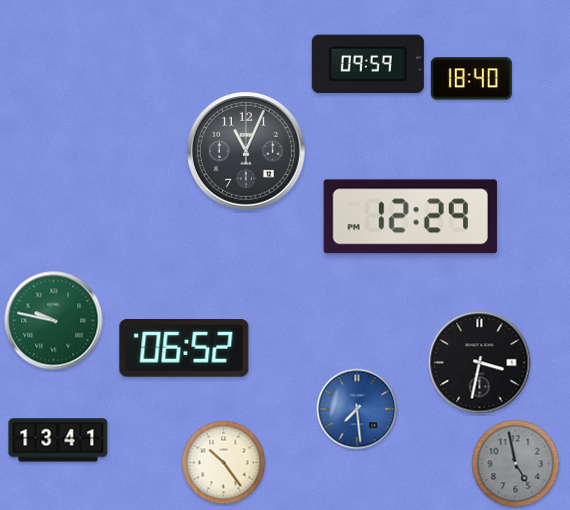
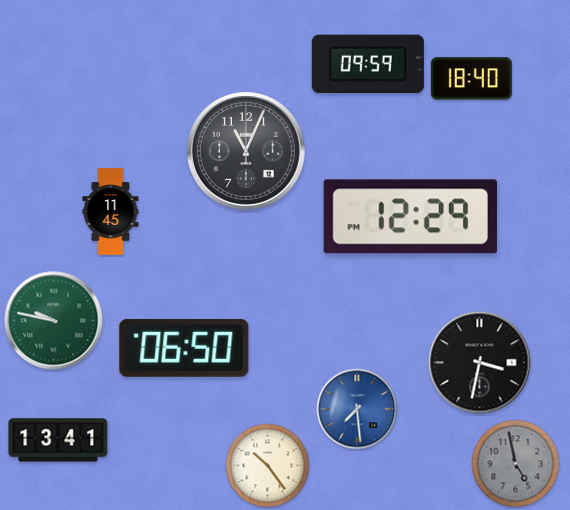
clock at (111, 212): none -> 11:45
clock at (184, 349): 06:52 -> 06:50
clock at (224, 463) position: (224, 463) -> (268, 466)
